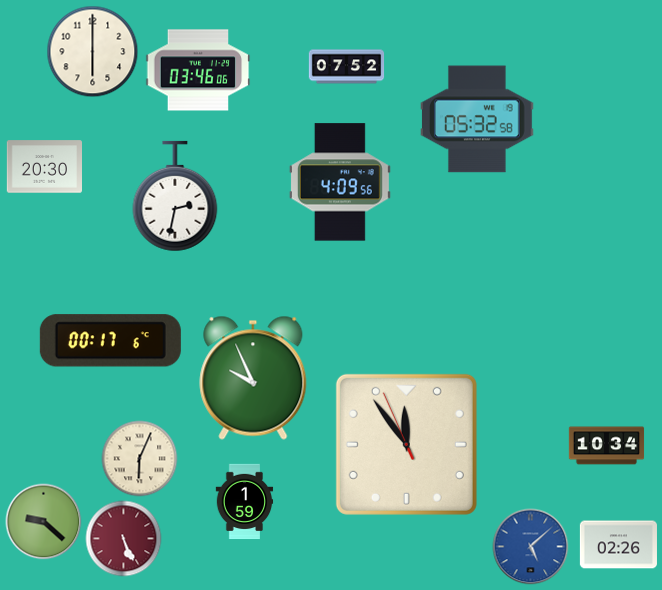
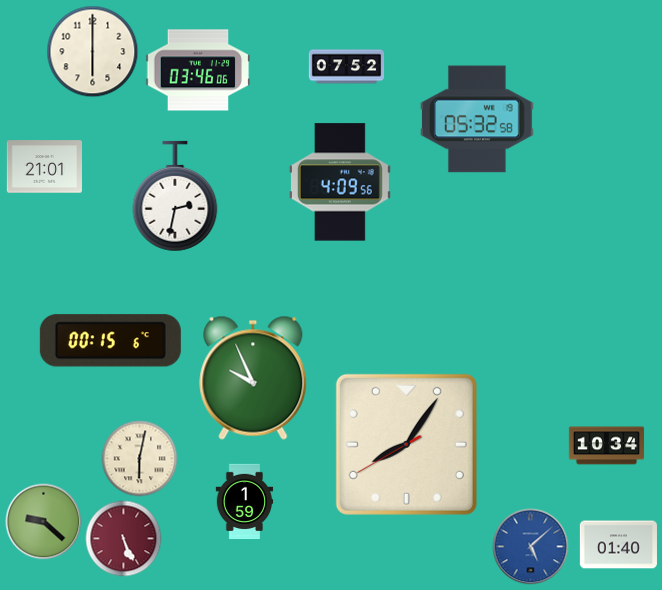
clock at (45, 167): 20:30 -> 21:01
clock at (110, 341): 00:17 -> 00:15
clock at (406, 444): 11:53 -> 8:05
clock at (140, 459): 6:04 -> 6:02
clock at (618, 545): 02:26 -> 01:40
